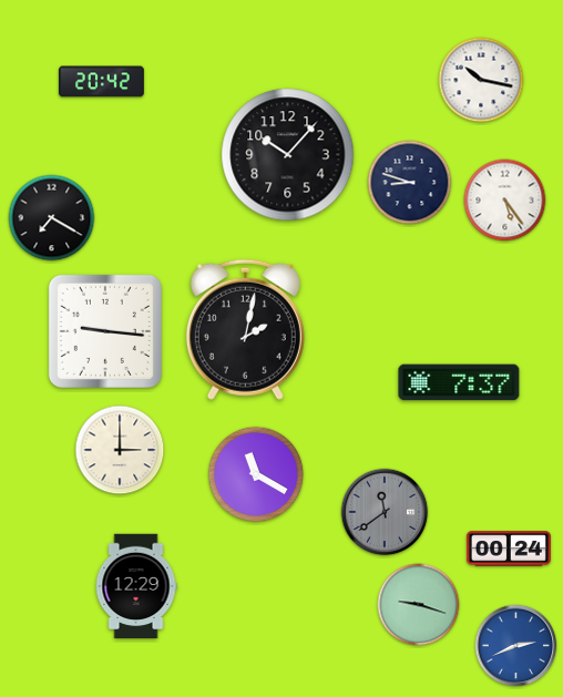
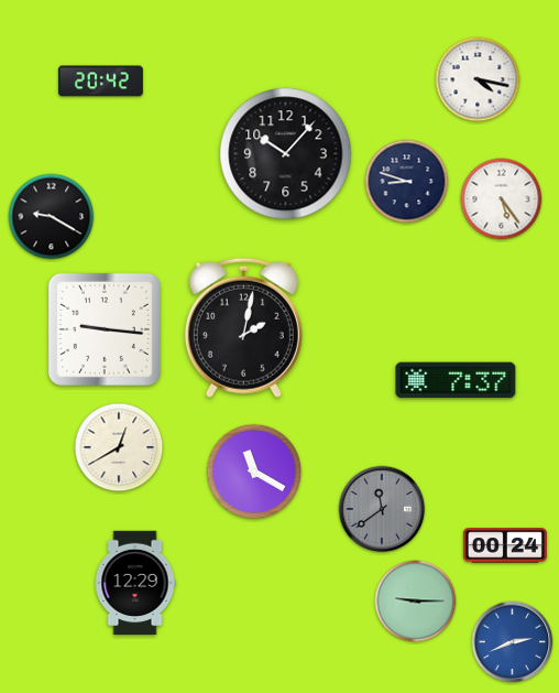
clock at (481, 80): 10:17 -> 4:17
clock at (52, 218): 7:20 -> 9:20
clock at (120, 450): 3:00 -> 12:40
clock at (419, 605): 9:18 -> 9:15
